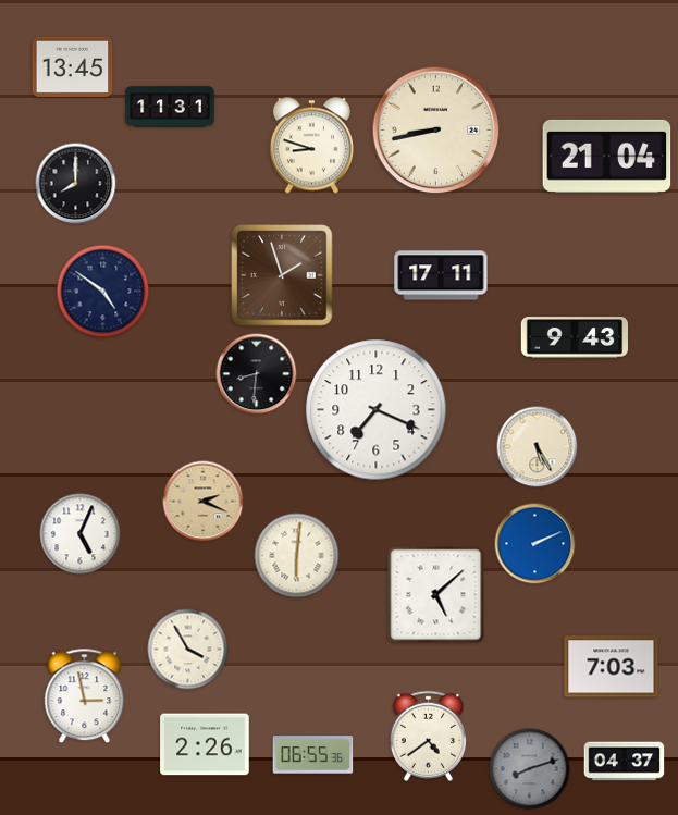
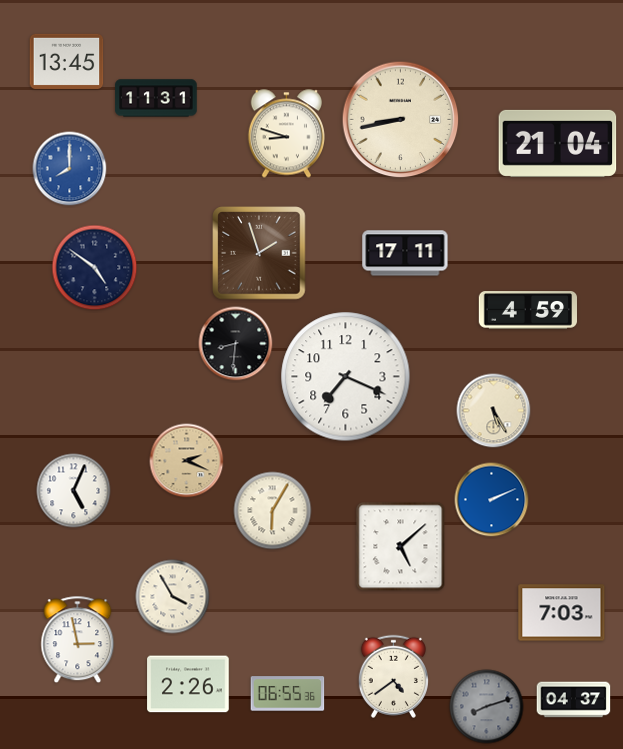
clock at (76, 184) dial: black -> blue
clock at (574, 337): 9:43 -> 4:59
clock at (297, 556): 6:01 -> 6:05
